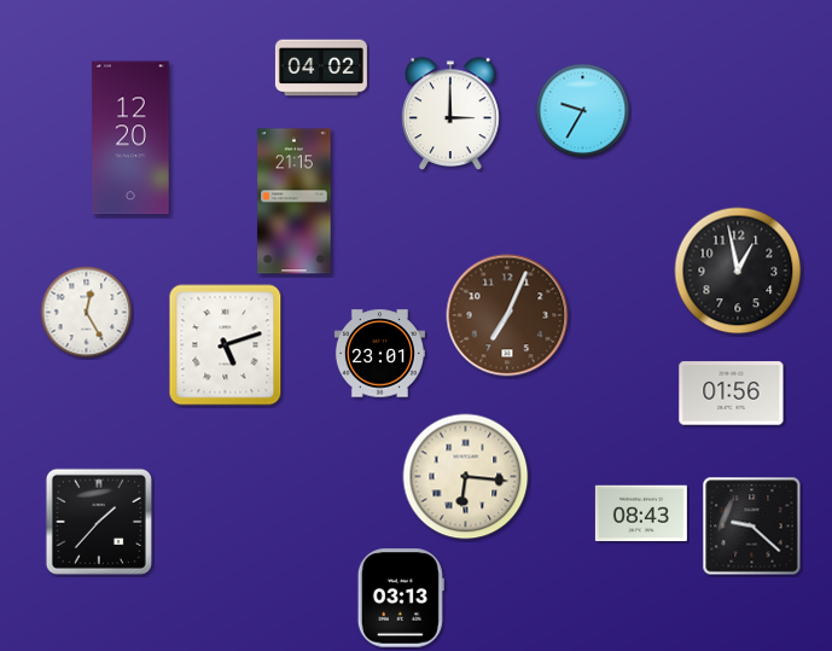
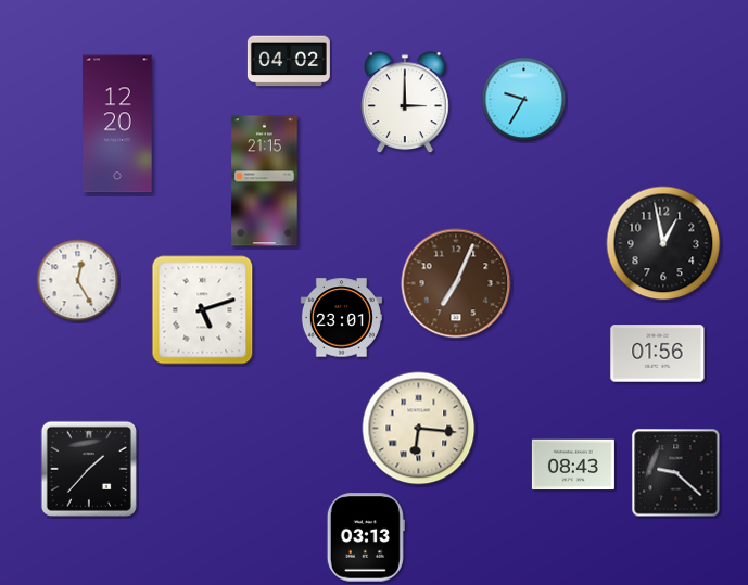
clock at (641, 513) position: (641, 513) -> (573, 465)
clock at (401, 598) position: (401, 598) -> (366, 537)
